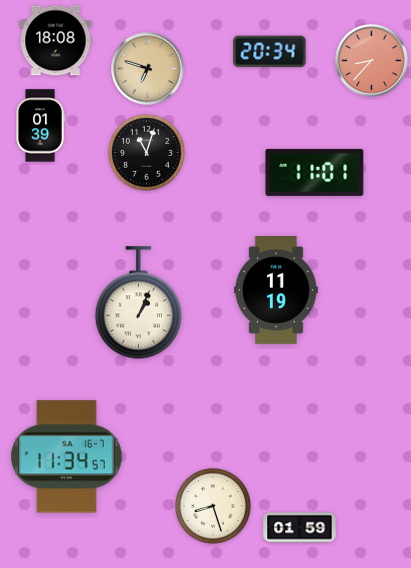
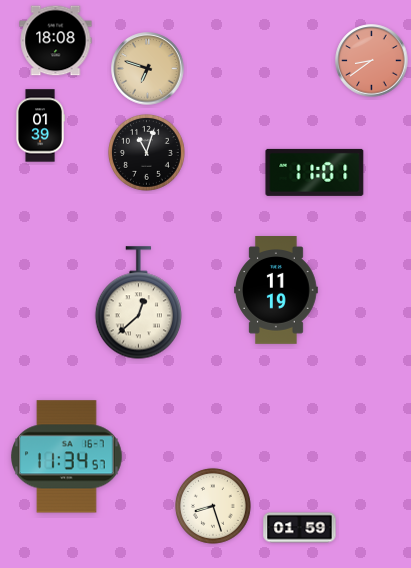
clock at (270, 52): 20:34 -> none
clock at (372, 61): 8:37 -> 8:39
clock at (138, 303): 1:04 -> 12:38
